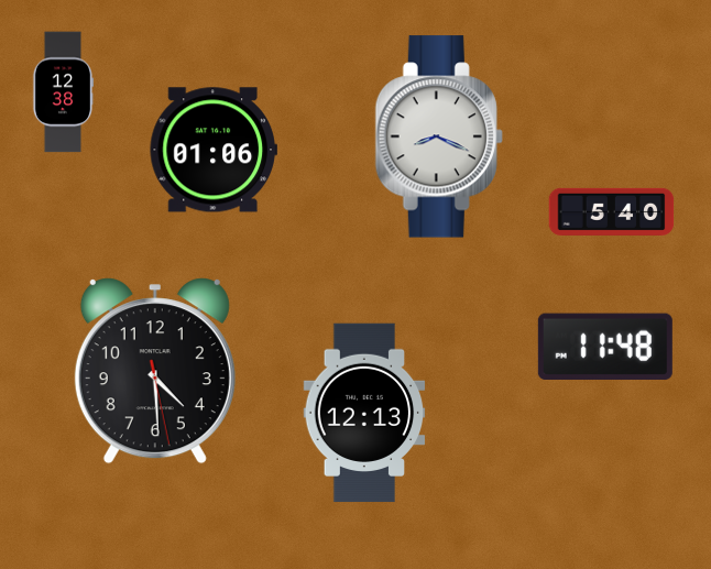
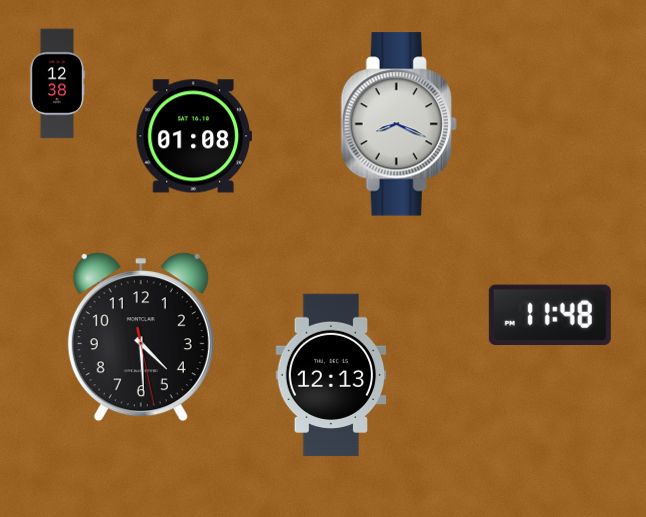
clock at (214, 150): 01:06 -> 01:08
clock at (612, 211): 5:40 -> none
